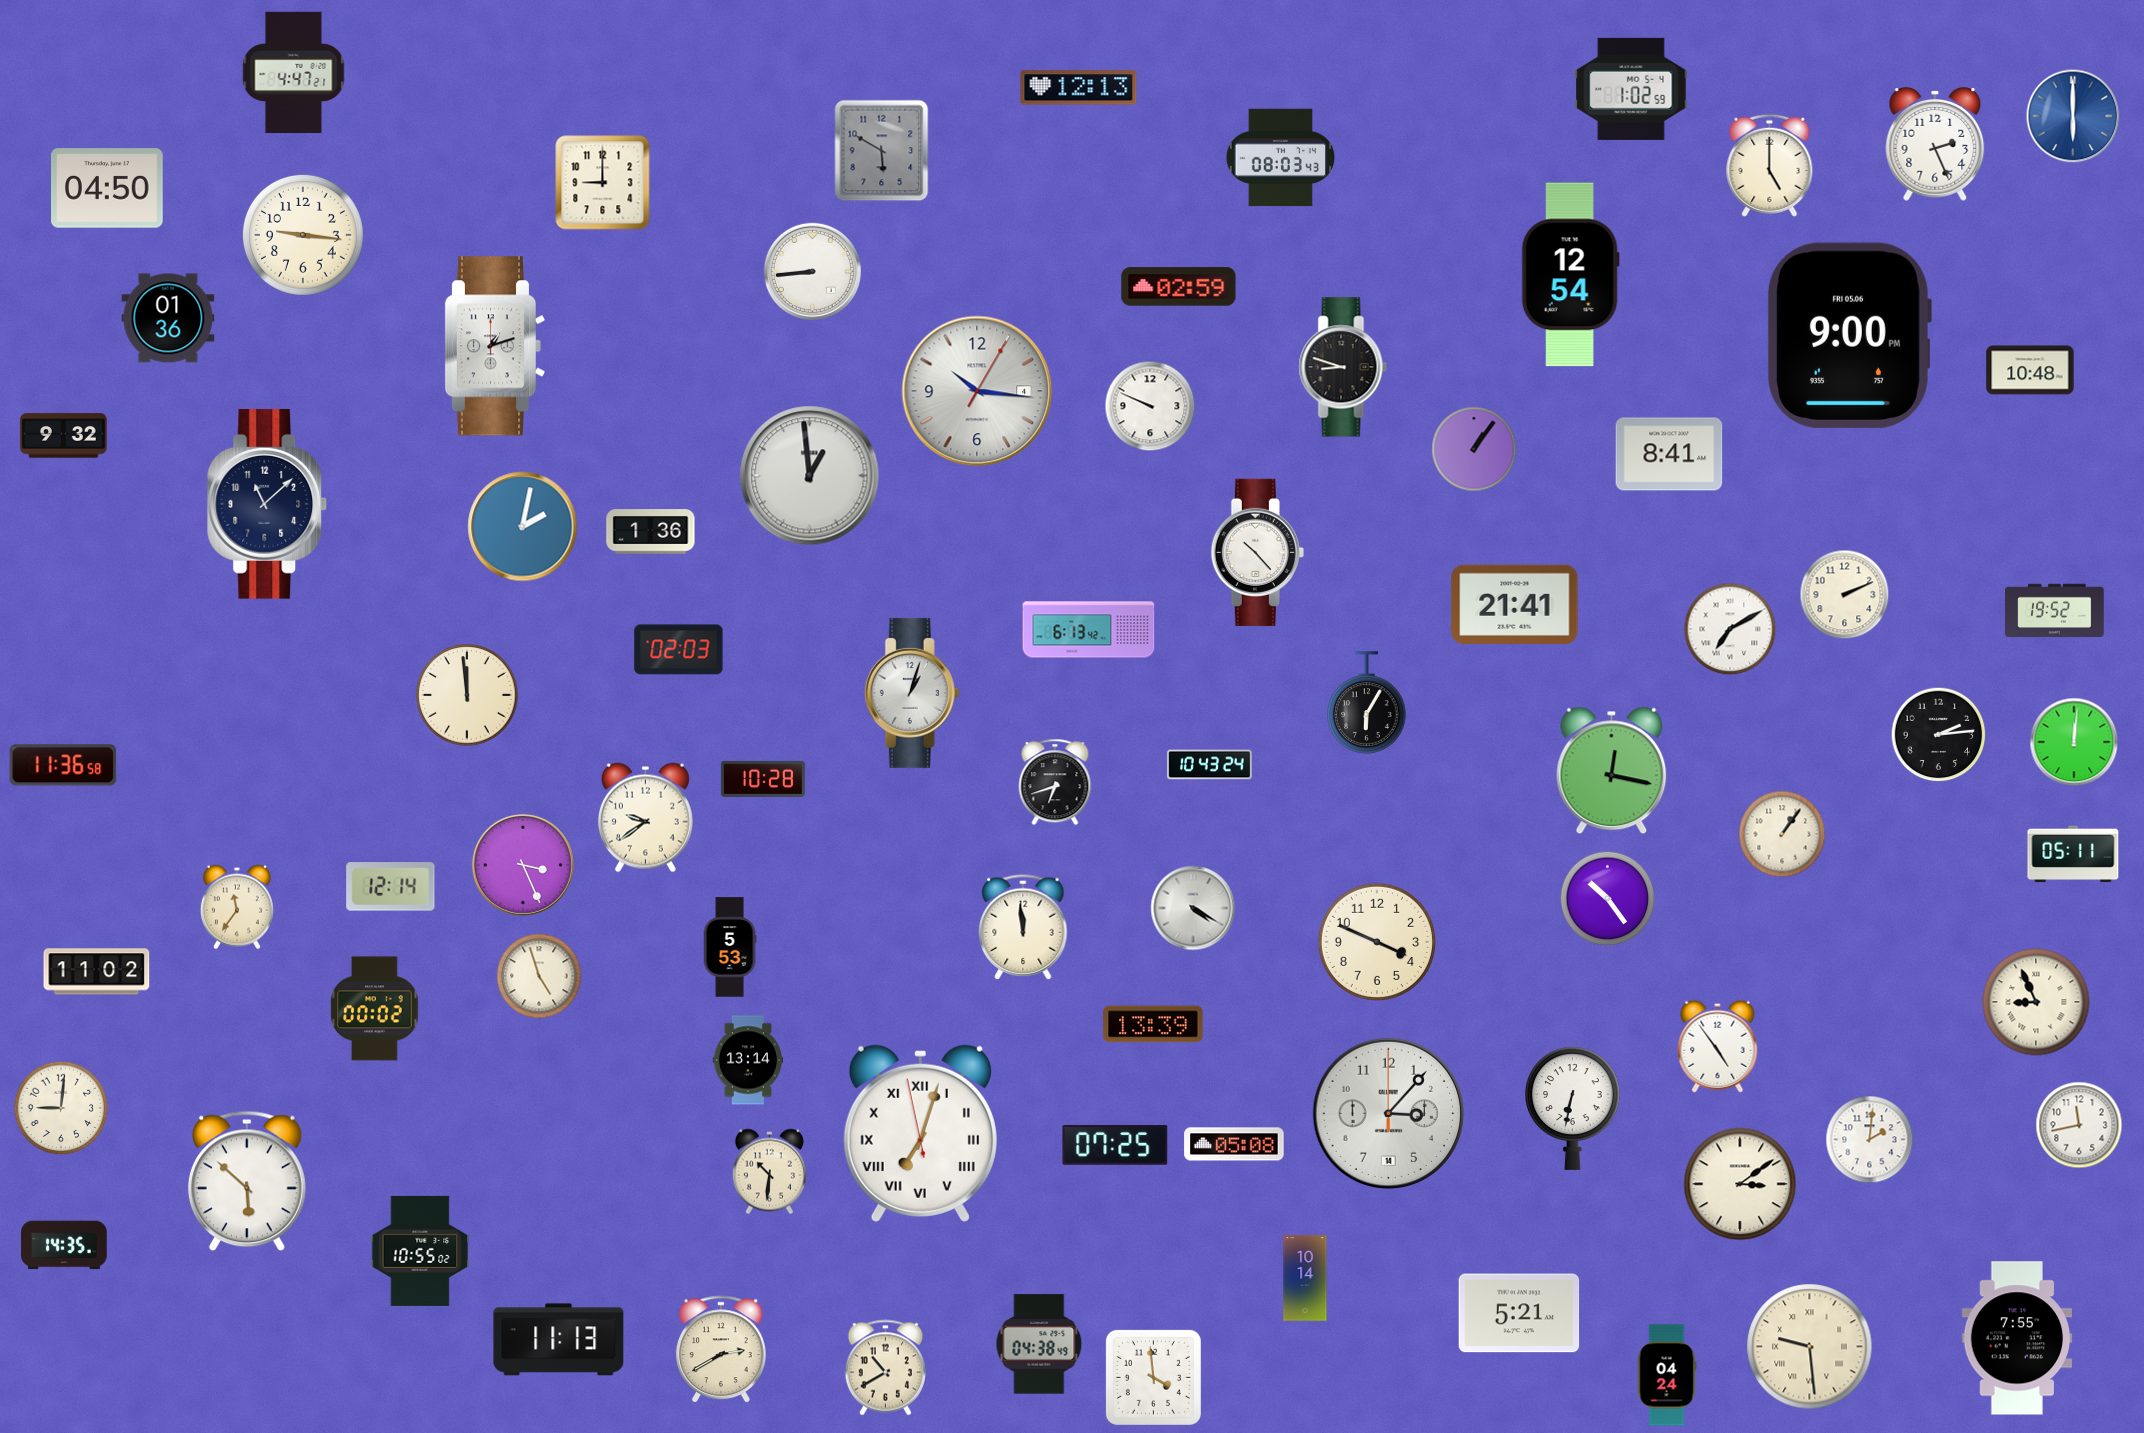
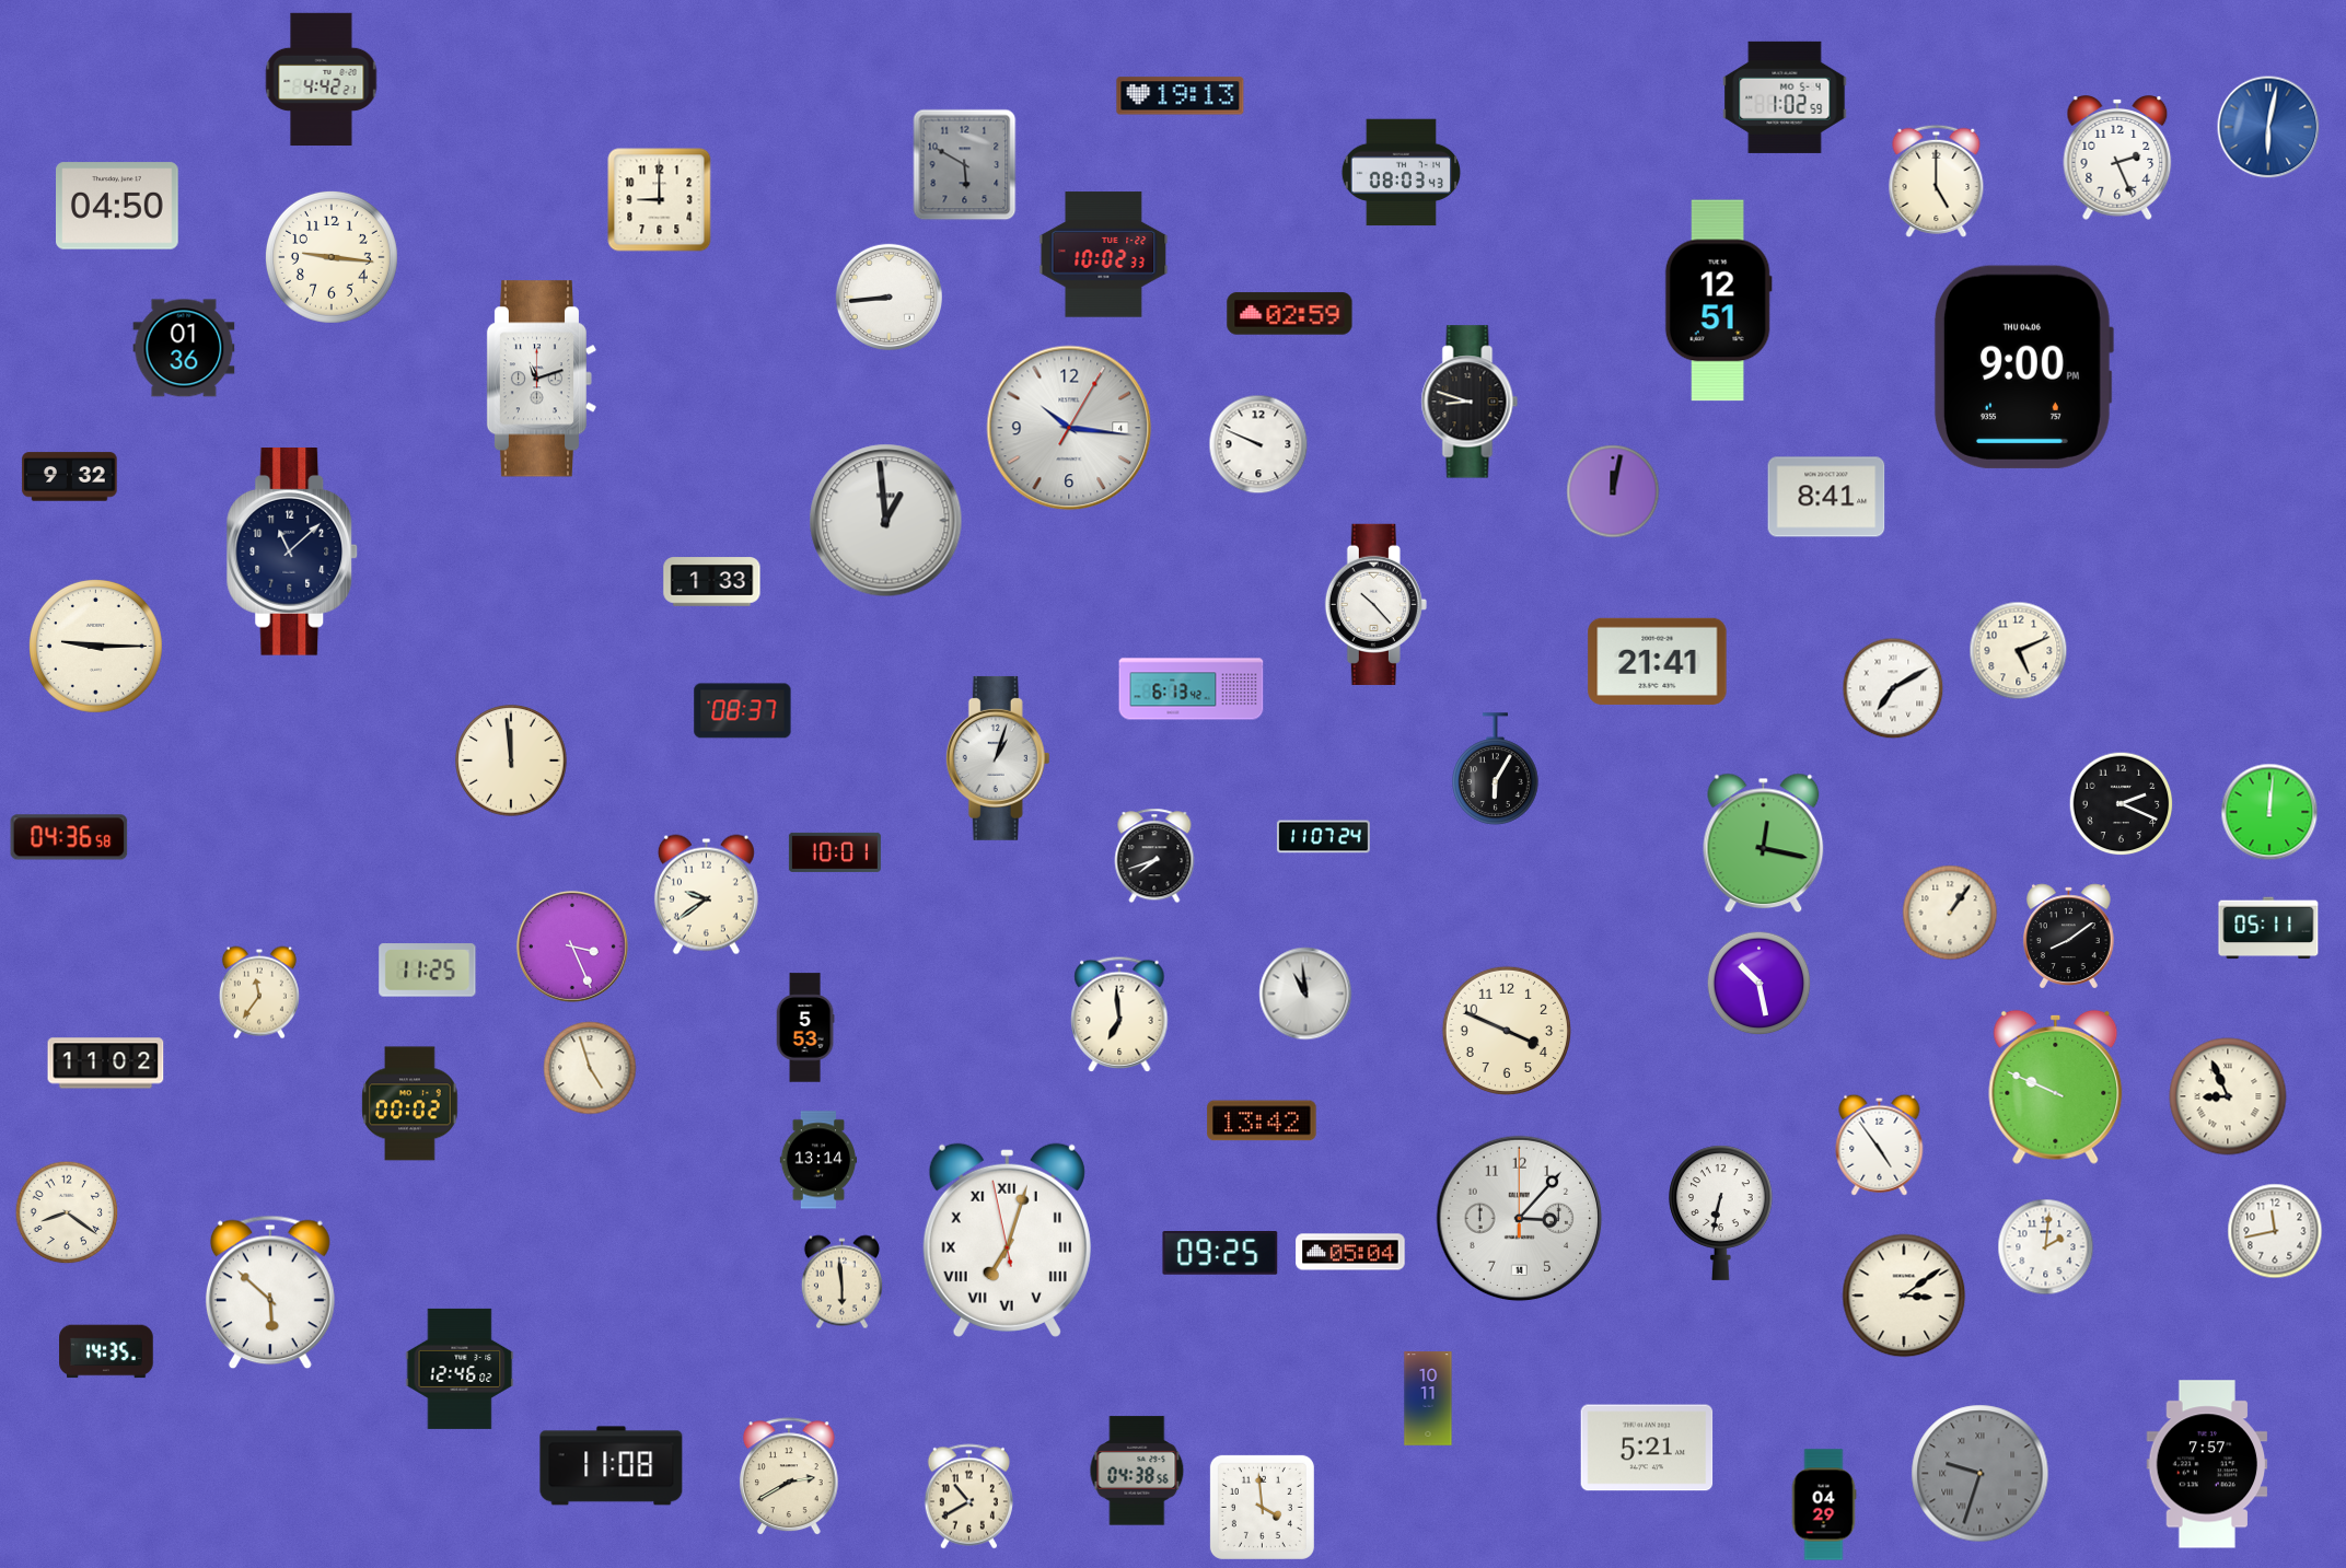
clock at (294, 73): 4:47 -> 4:42
clock at (1079, 88): 12:13 -> 19:13
clock at (2073, 116): 6:00 -> 6:02
clock at (1104, 255): none -> 10:02
clock at (1570, 275): 12:54 -> 12:51
clock at (1849, 335) date: FRI 05.06 -> THU 04.06
clock at (495, 346): 1:12 -> 11:12
clock at (2030, 370): 10:48 -> none
clock at (1474, 449): 1:06 -> 12:02
clock at (523, 527): 2:02 -> none
clock at (651, 532): 1:36 -> 1:33
clock at (95, 646): none -> 9:15
clock at (1845, 595): 2:11 -> 5:11
clock at (2055, 611): 19:52 -> none
clock at (679, 650): 02:03 -> 08:37
clock at (1939, 735): 2:14 -> 2:19
clock at (63, 765): 11:36 -> 04:36
clock at (1209, 765): 10:43 -> 11:07
clock at (763, 779): 10:28 -> 10:01
clock at (1055, 782): 6:42 -> 7:42
clock at (2073, 854) position: (2073, 854) -> (2268, 928)
clock at (2068, 936): none -> 8:09
clock at (391, 887): 12:14 -> 11:25
clock at (1608, 899): 10:24 -> 10:28
clock at (1193, 908): 4:20 -> 10:59
clock at (1023, 927): 11:59 -> 6:59
clock at (730, 947) position: (730, 947) -> (805, 1027)
clock at (2056, 1087): none -> 9:49
clock at (1153, 1024): 13:39 -> 13:42
clock at (61, 1108): 9:01 -> 8:21
clock at (1234, 1144): 05:08 -> 05:04
clock at (1115, 1146): 07:25 -> 09:25
clock at (769, 1172): 10:31 -> 5:59
clock at (64, 1245) position: (64, 1245) -> (106, 1351)
clock at (420, 1251): 10:55 -> 12:46
clock at (1305, 1278): 10:14 -> 10:11
clock at (1519, 1313) position: (1519, 1313) -> (1647, 1448)
clock at (2017, 1338): 7:55 -> 7:57
clock at (559, 1340): 11:13 -> 11:08
clock at (1039, 1344): 04:38:49 -> 04:38:56
clock at (1810, 1347): 9:29 -> 9:33
clock at (1810, 1347) dial: cream -> grey
clock at (1667, 1375): 04:24 -> 04:29
